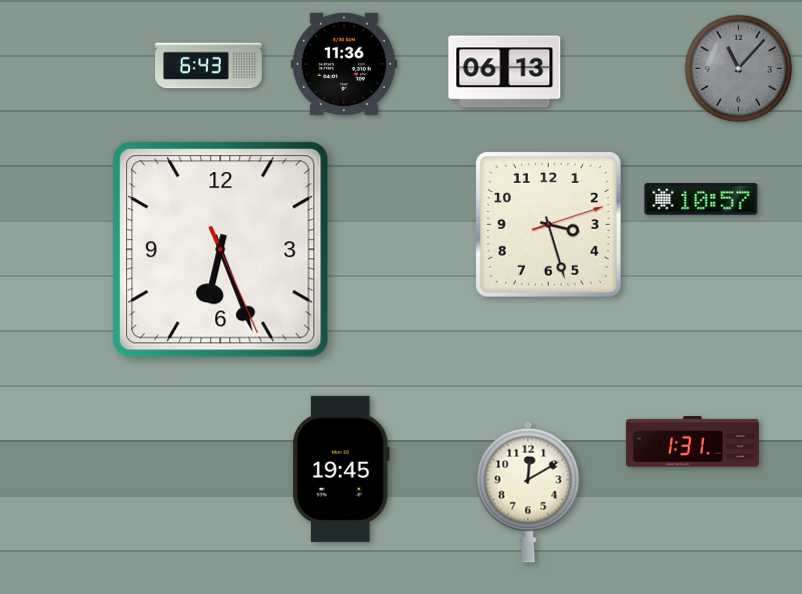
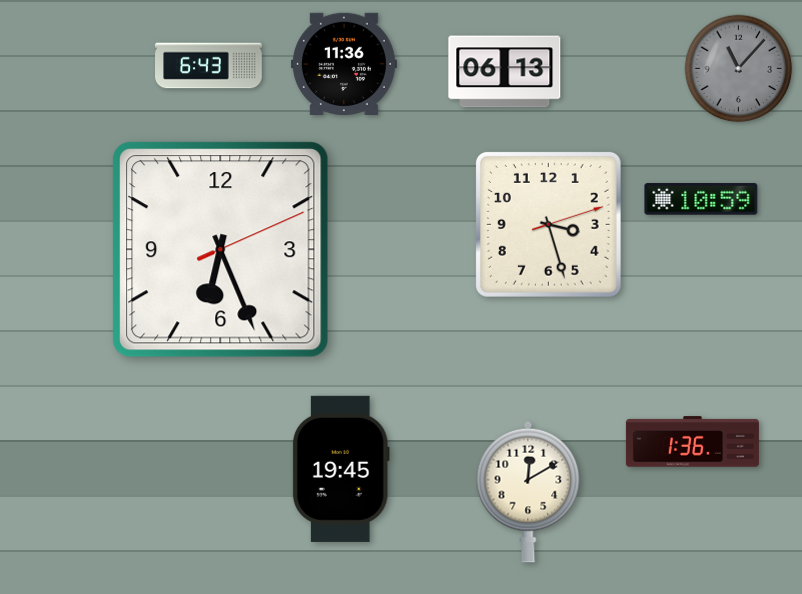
clock at (701, 199): 10:57 -> 10:59
clock at (221, 250): 6:26:26 -> 6:26:11
clock at (692, 442): 1:31 -> 1:36
